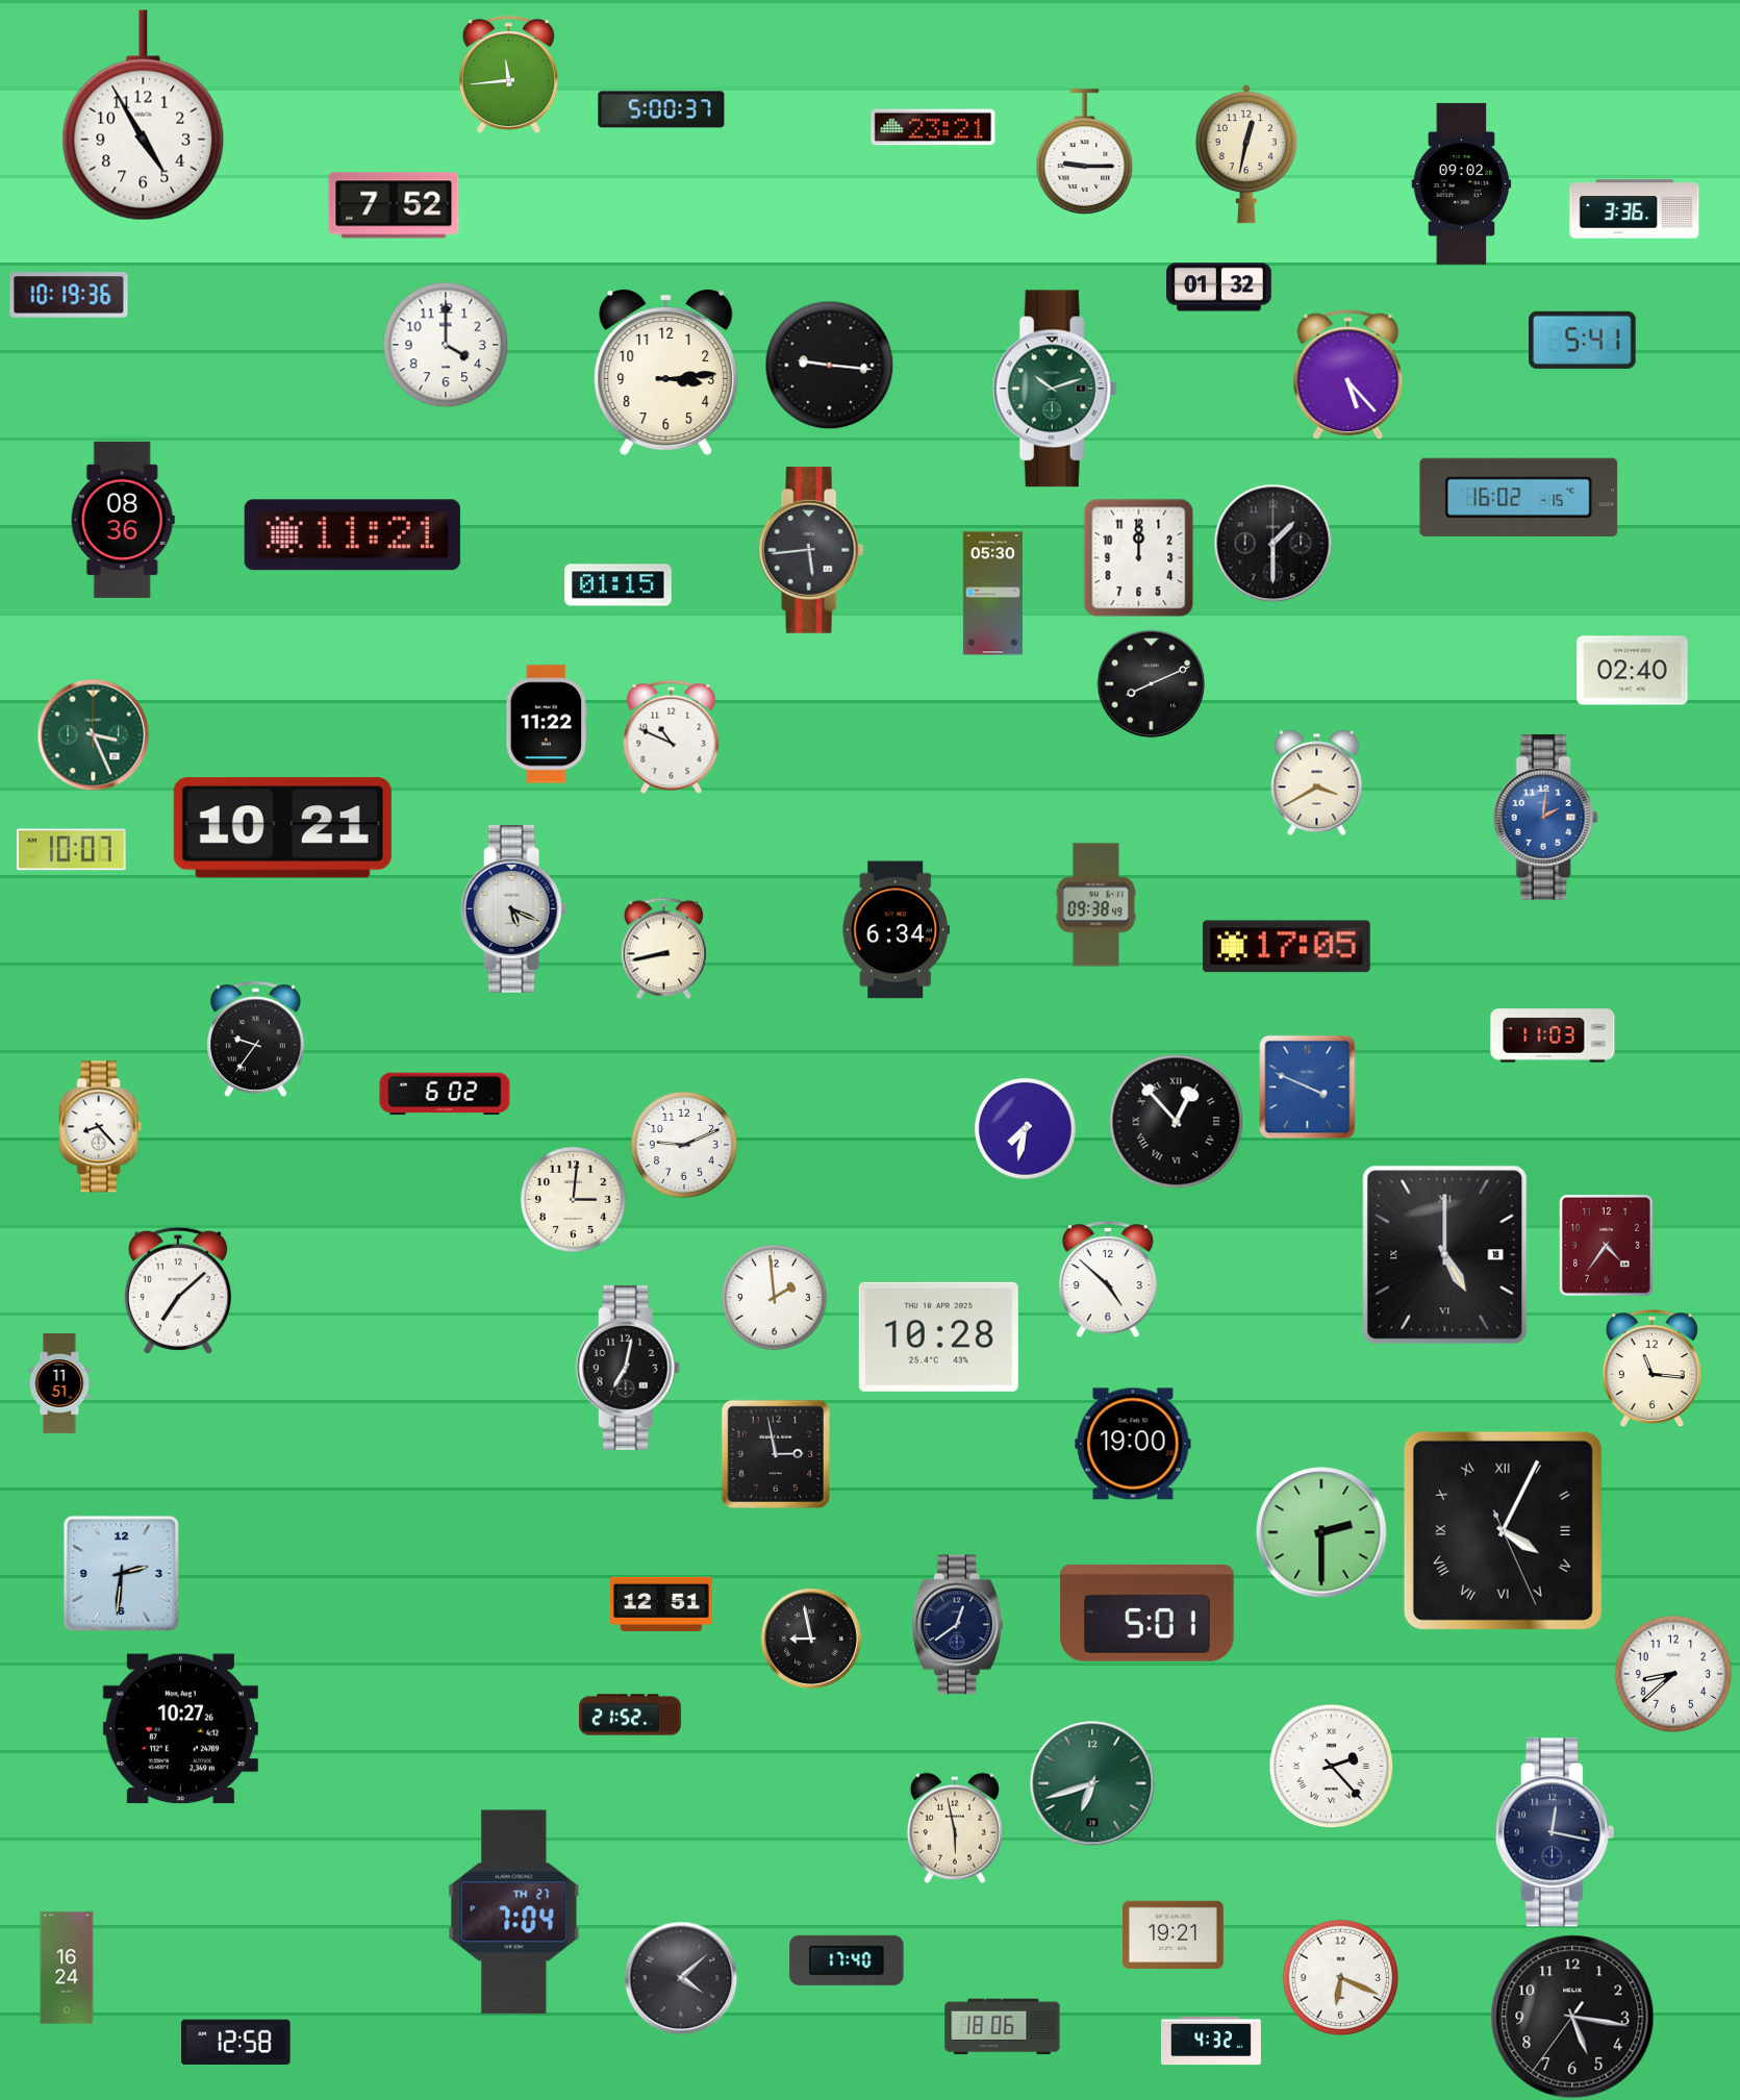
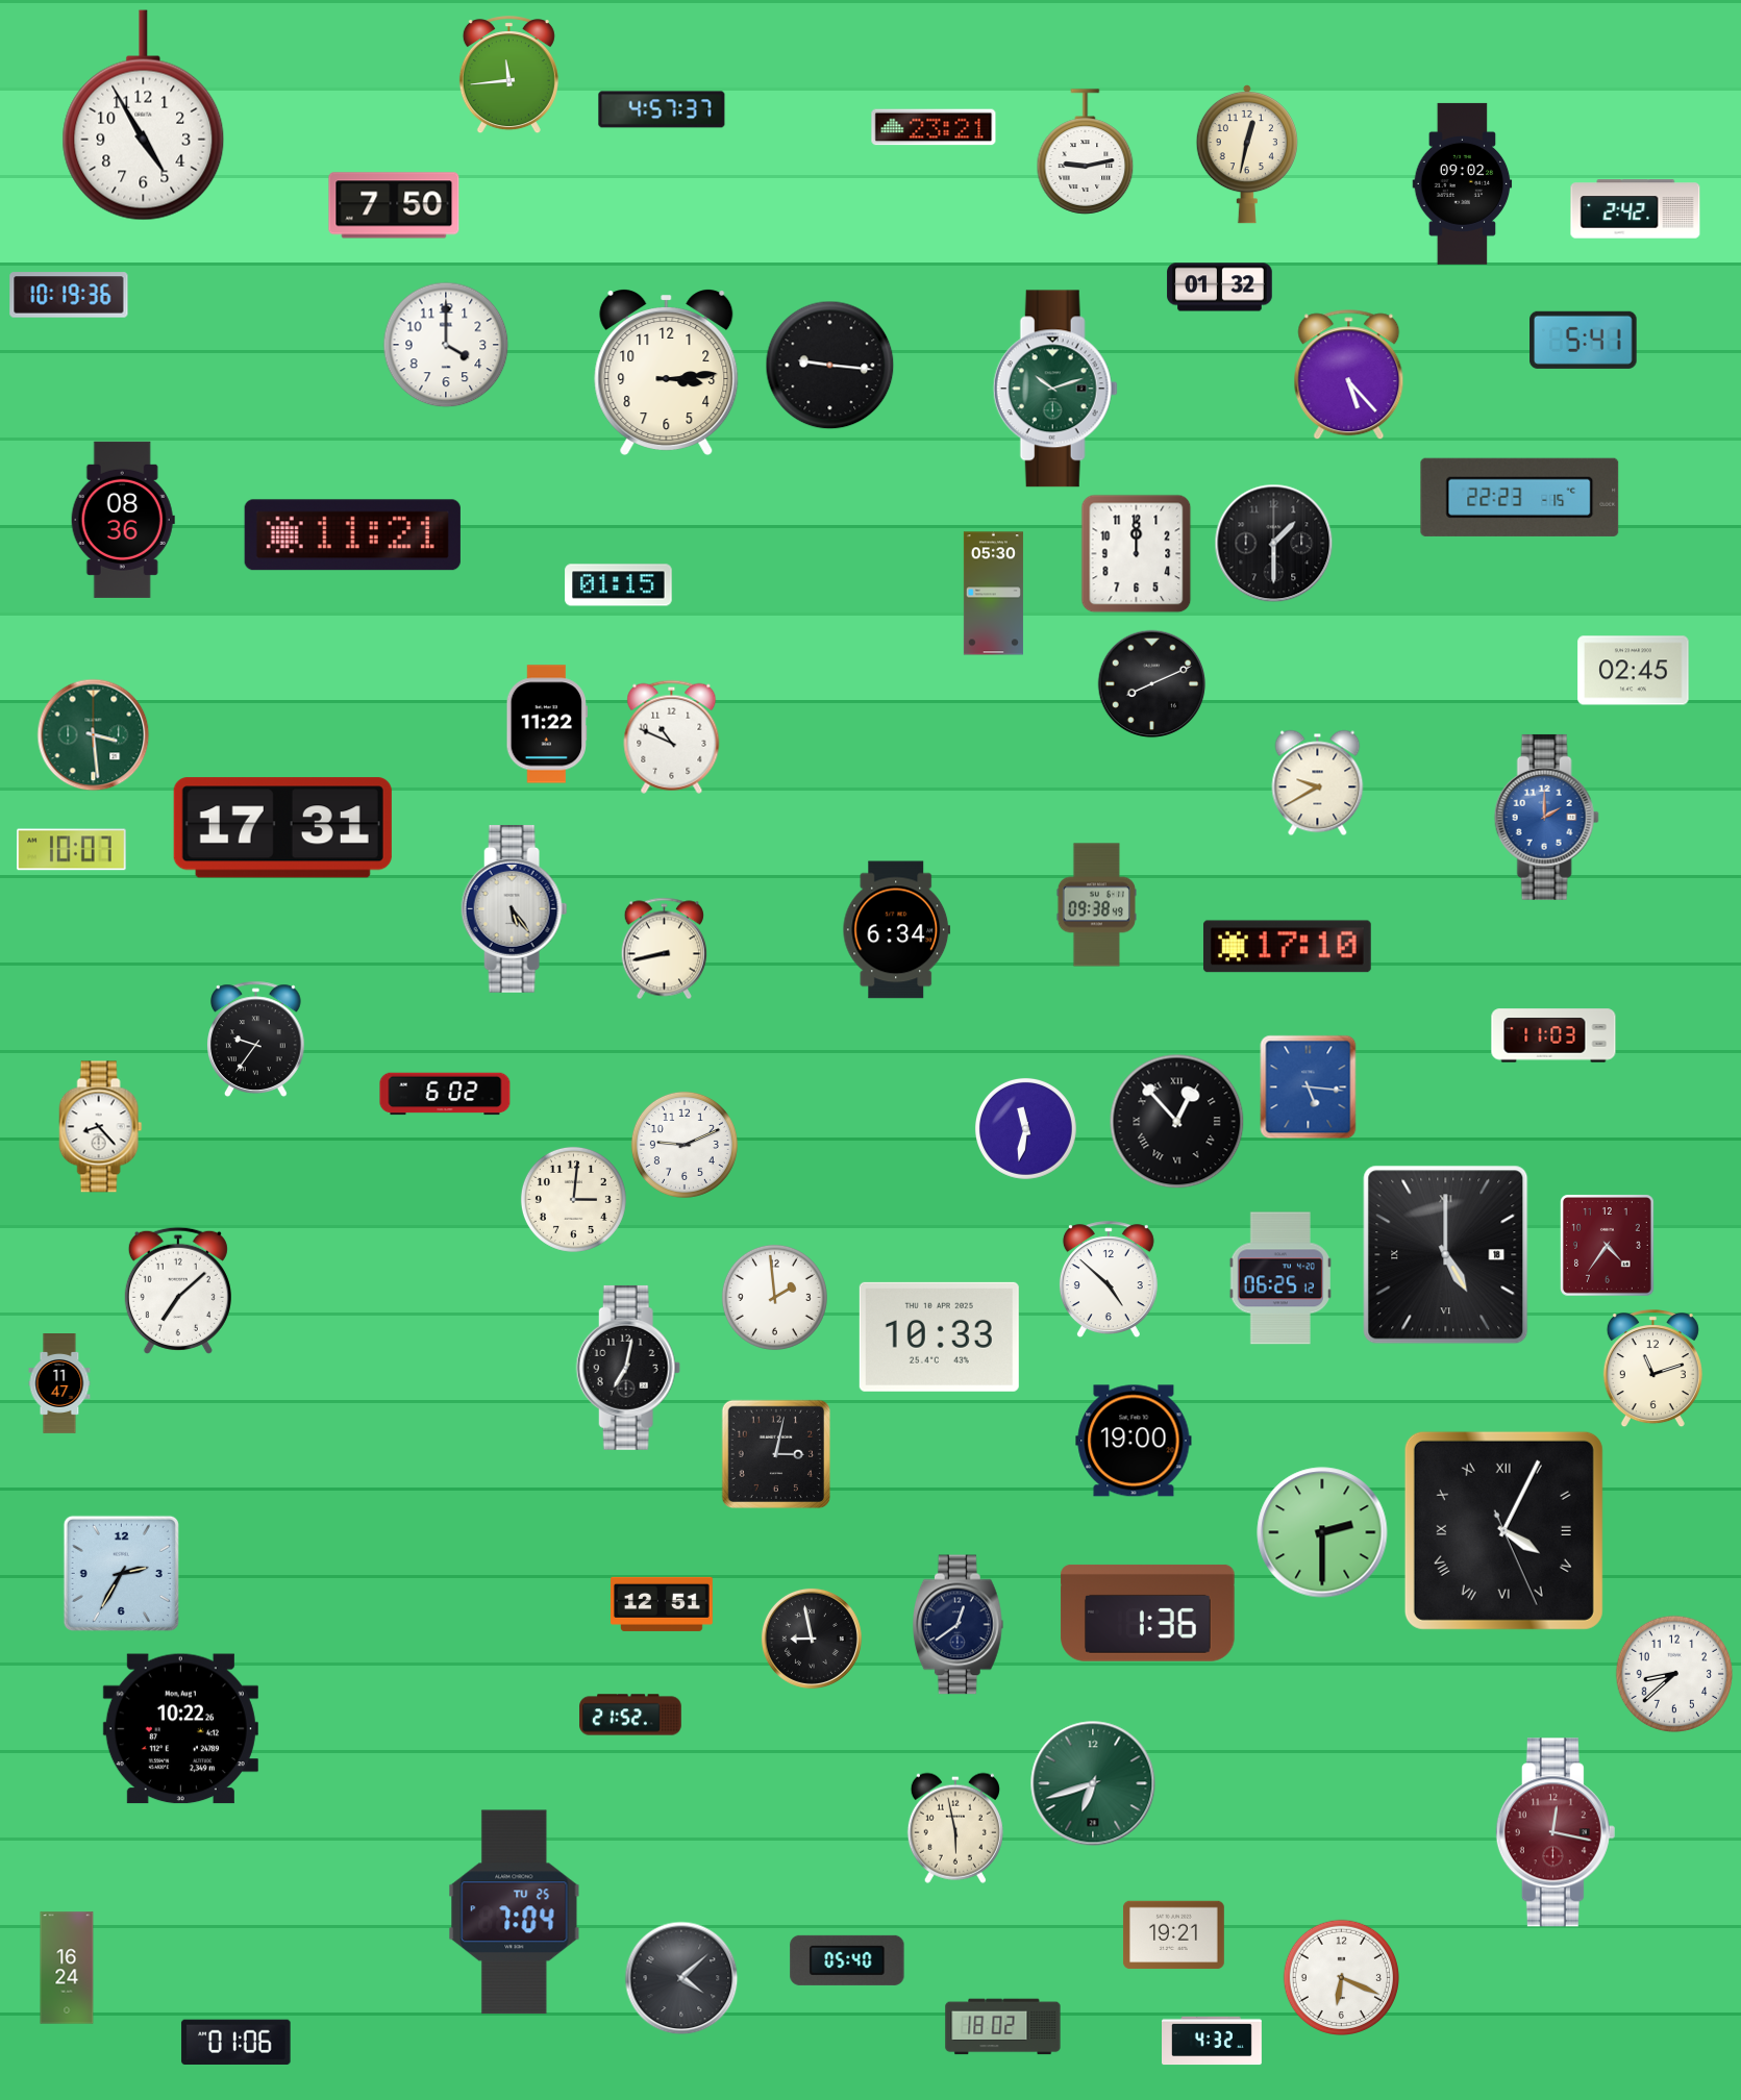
clock at (661, 109): 5:00 -> 4:57
clock at (1085, 152): 9:15 -> 9:13
clock at (394, 205): 7:52 -> 7:50
clock at (1635, 209): 3:36 -> 2:42
clock at (1519, 497): 16:02 -> 22:23
clock at (811, 550): 5:44 -> none
clock at (1139, 557) position: (1139, 557) -> (1137, 553)
clock at (1633, 671): 02:40 -> 02:45
clock at (93, 734): 3:26 -> 3:29
clock at (1317, 782): 3:40 -> 9:40
clock at (1545, 817): 2:01 -> 2:00
clock at (282, 828): 10:21 -> 17:31
clock at (514, 908): 5:19 -> 5:24
clock at (1286, 947): 17:05 -> 17:10
clock at (1308, 1086): 3:49 -> 5:16
clock at (1025, 1128): 7:32 -> 11:32
clock at (1280, 1278): none -> 06:25
clock at (938, 1336): 10:28 -> 10:33
clock at (1651, 1369): 11:16 -> 11:12
clock at (59, 1384): 11:51 -> 11:47
clock at (1133, 1444) position: (1133, 1444) -> (1134, 1441)
clock at (775, 1453): 2:58 -> 3:02
clock at (121, 1573): 2:31 -> 2:35
clock at (1148, 1613): 5:01 -> 1:36
clock at (180, 1729): 10:27 -> 10:22
clock at (1331, 1766): 2:23 -> none
clock at (1555, 1832) dial: navy -> burgundy
clock at (514, 1913) date: TH 27 -> TU 25
clock at (847, 1960): 17:40 -> 05:40
clock at (1572, 2017): 5:16 -> none
clock at (1003, 2027): 18:06 -> 18:02
clock at (236, 2042): 12:58 -> 01:06
